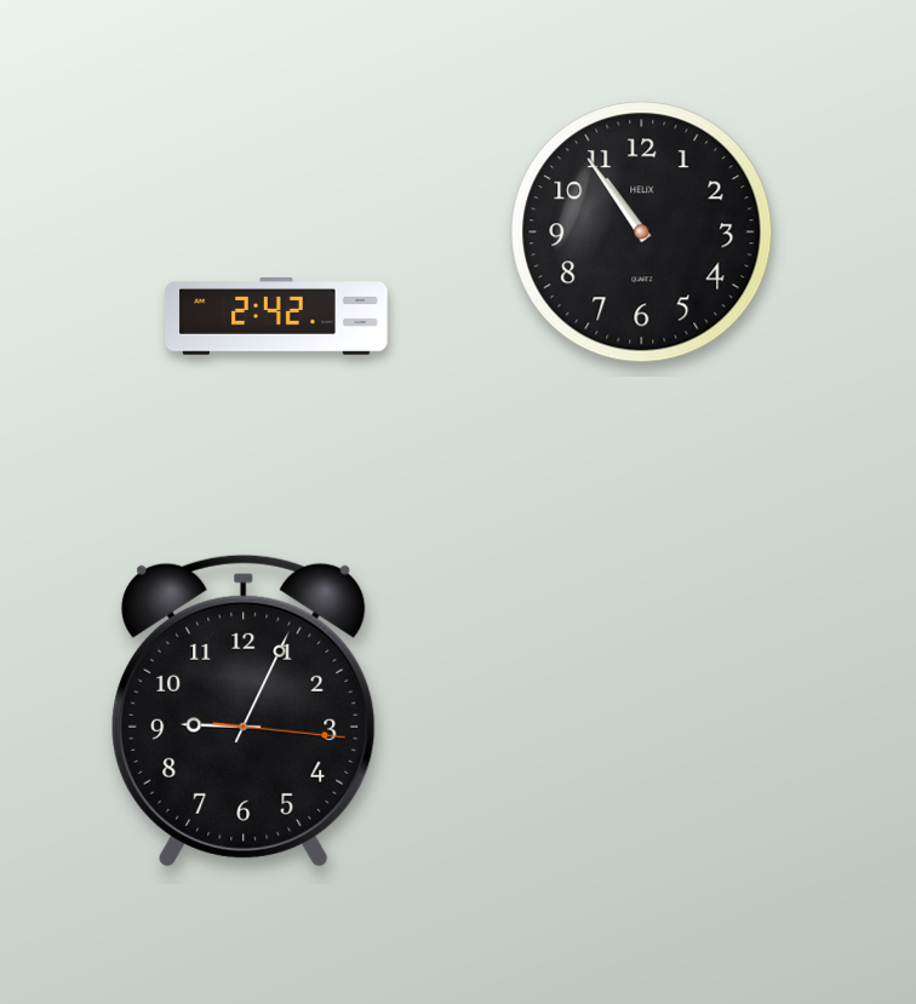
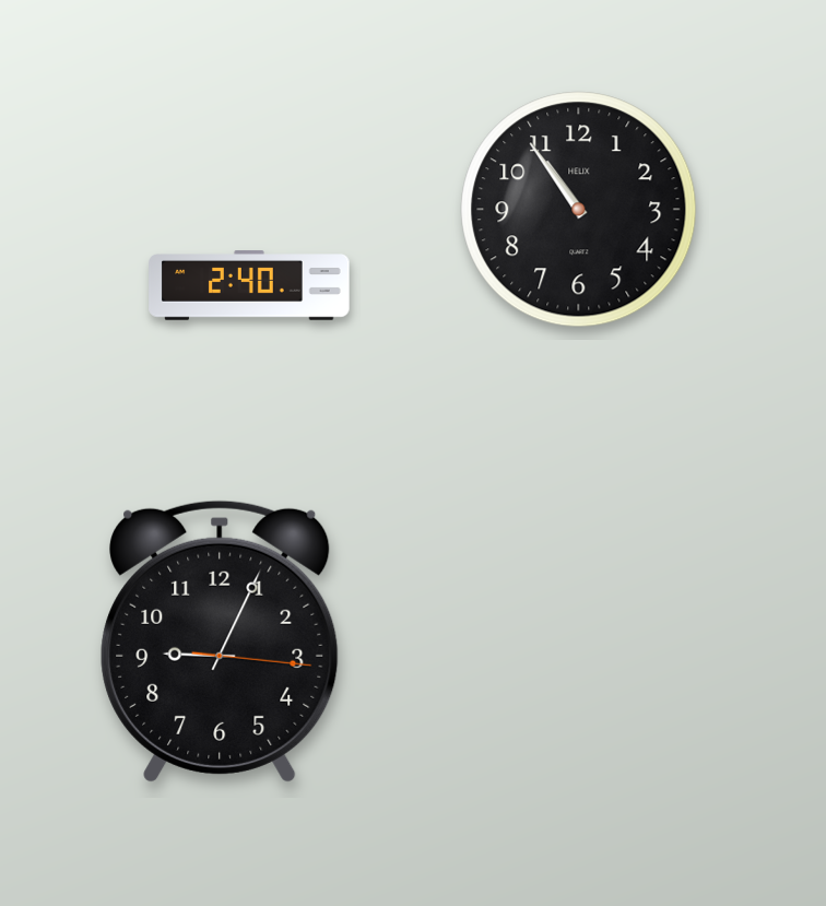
clock at (276, 317): 2:42 -> 2:40
